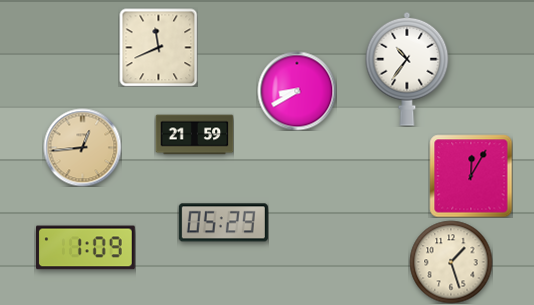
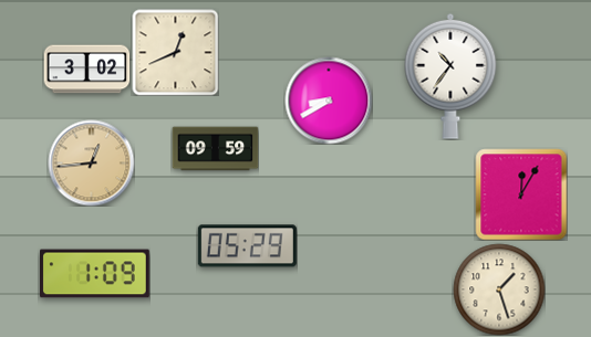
clock at (158, 47): 11:41 -> 12:41
clock at (86, 70): none -> 3:02
clock at (194, 135): 21:59 -> 09:59
